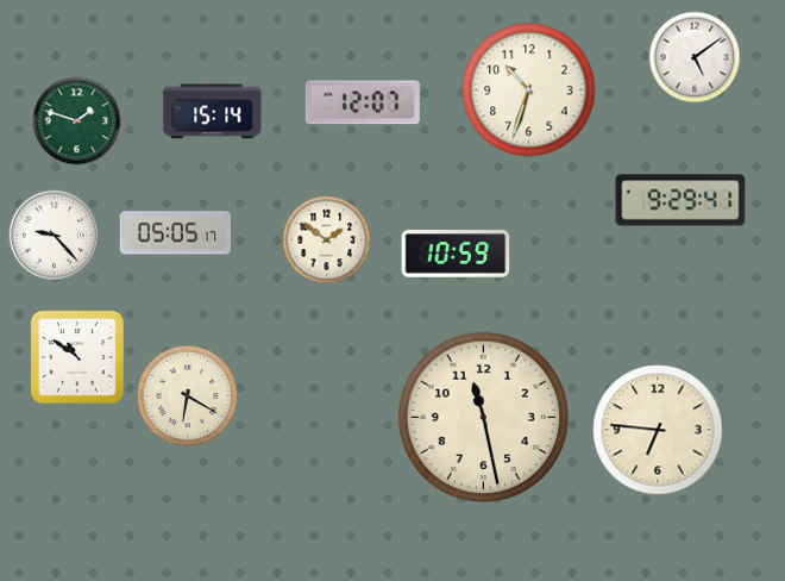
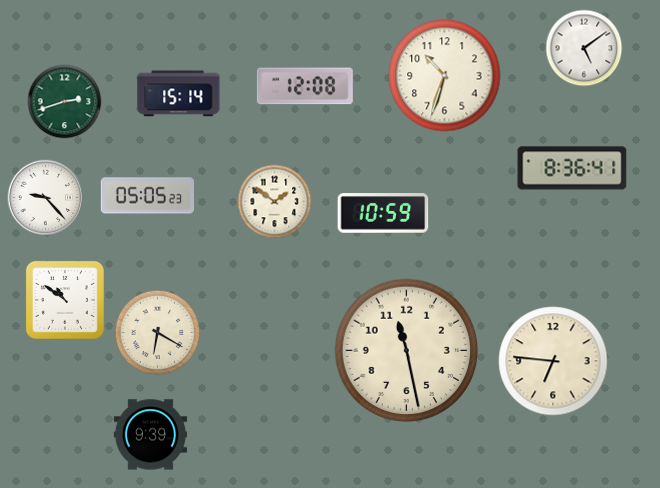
clock at (363, 102): 12:07 -> 12:08
clock at (77, 121): 1:48 -> 2:42
clock at (680, 200): 9:29 -> 8:36
clock at (175, 233): 05:05:17 -> 05:05:23
clock at (150, 435): none -> 9:39
